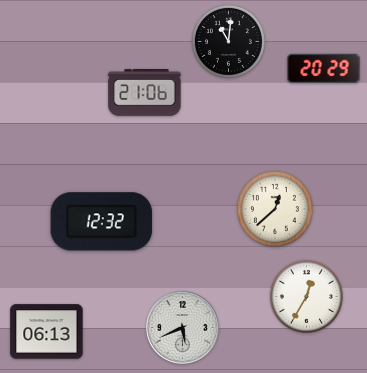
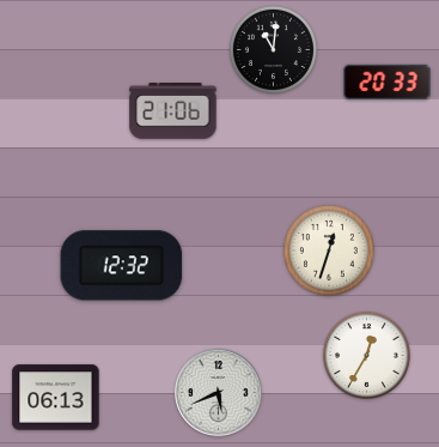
clock at (324, 68): 20:29 -> 20:33
clock at (275, 209): 12:38 -> 12:33
